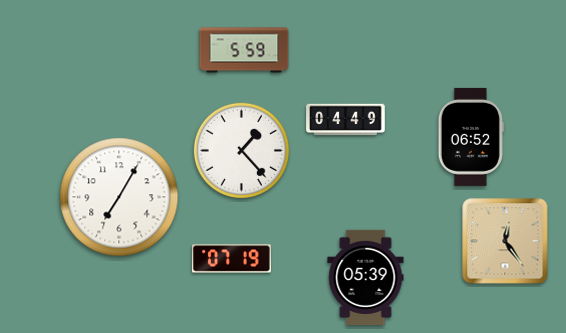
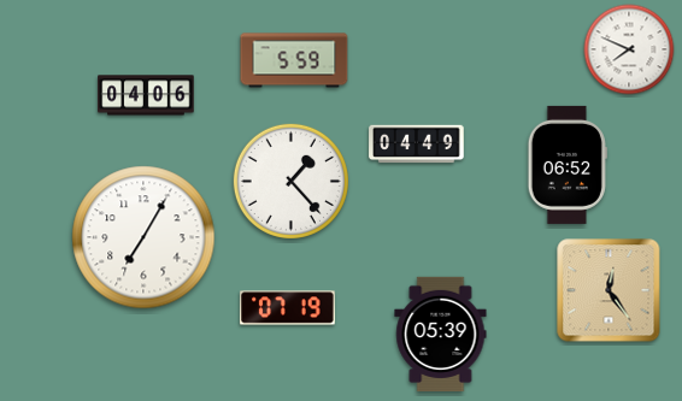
clock at (629, 49): none -> 7:49
clock at (146, 95): none -> 04:06
clock at (232, 259) position: (232, 259) -> (288, 308)
